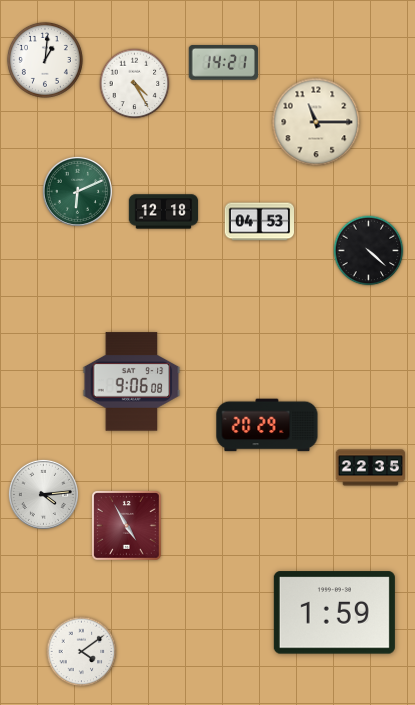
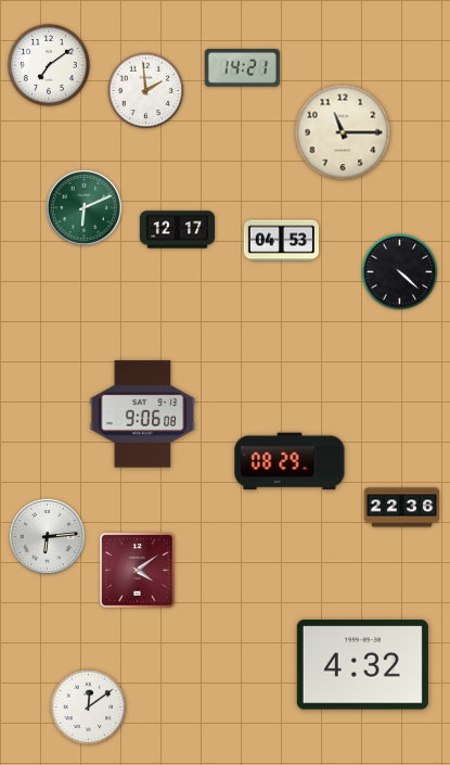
clock at (45, 60): 1:01 -> 7:09
clock at (135, 84): 4:25 -> 1:59
clock at (164, 212): 12:18 -> 12:17
clock at (267, 425): 20:29 -> 08:29
clock at (371, 468): 22:35 -> 22:36
clock at (43, 494): 4:14 -> 6:14
clock at (127, 526): 4:55 -> 4:09
clock at (334, 613): 1:59 -> 4:32
clock at (82, 652): 4:09 -> 12:09
